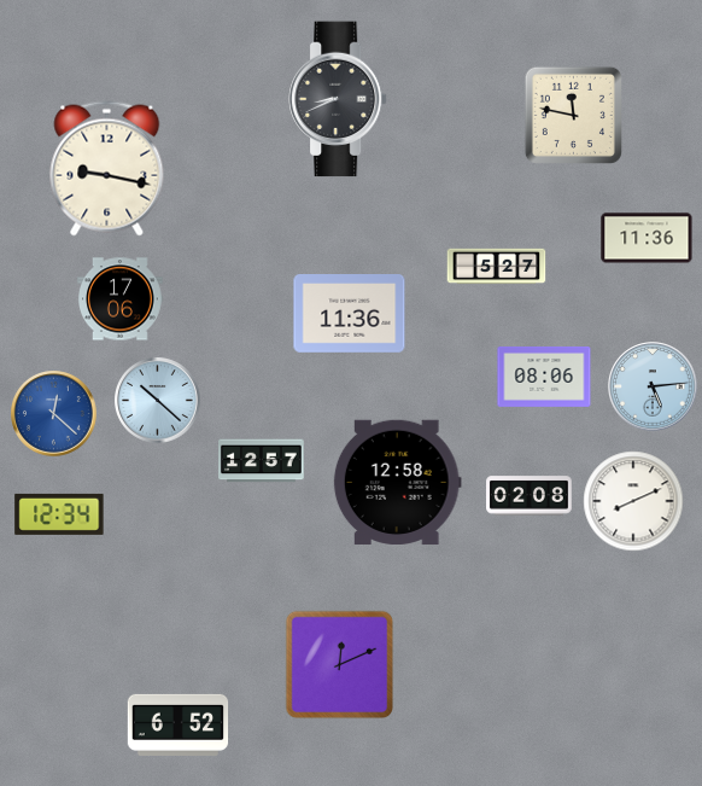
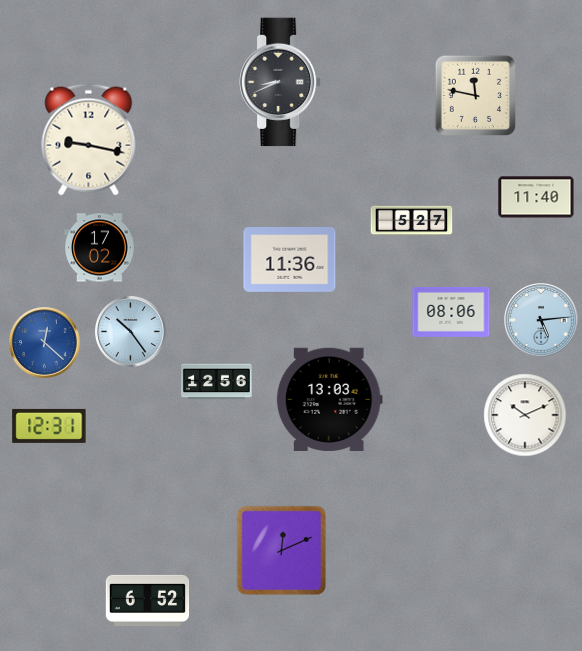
clock at (647, 238): 11:36 -> 11:40
clock at (121, 299): 17:06 -> 17:02
clock at (158, 401): 10:22 -> 10:24
clock at (262, 461): 12:57 -> 12:56
clock at (397, 482): 12:58 -> 13:03
clock at (530, 496): 02:08 -> none
clock at (633, 501): 8:11 -> 10:11
clock at (59, 514): 12:34 -> 12:31
